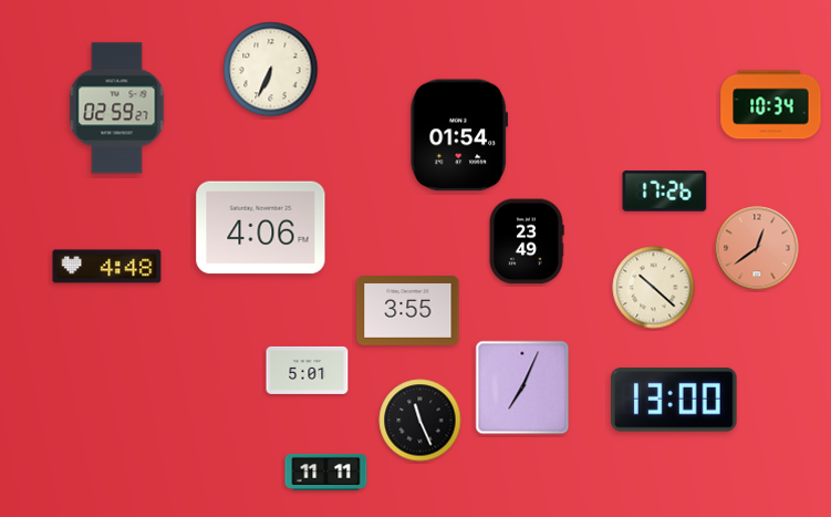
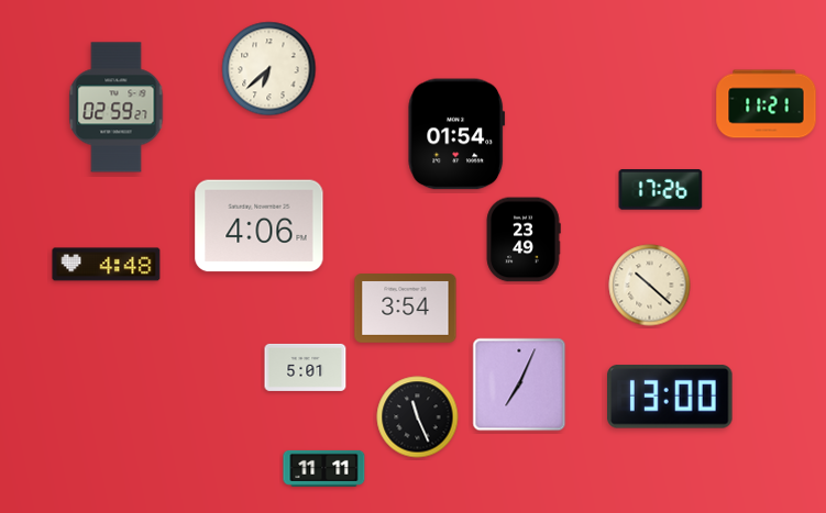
clock at (271, 70): 6:34 -> 6:38
clock at (771, 105): 10:34 -> 11:21
clock at (757, 248): 12:39 -> none
clock at (408, 311): 3:55 -> 3:54
